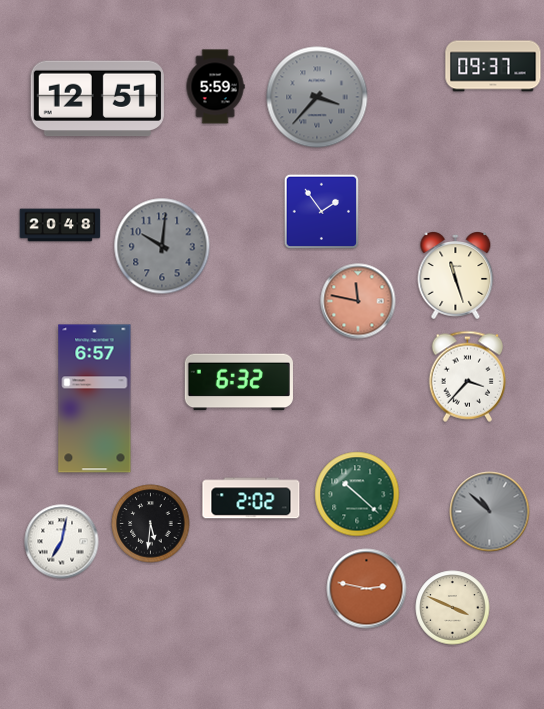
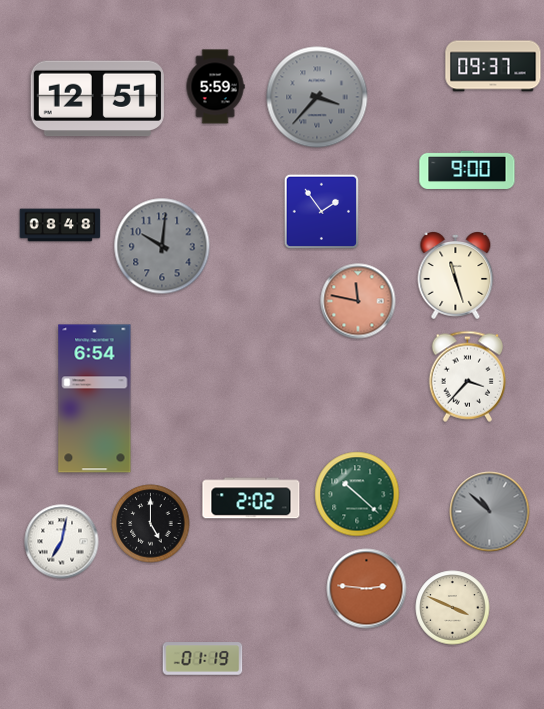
clock at (467, 170): none -> 9:00
clock at (60, 225): 20:48 -> 08:48
clock at (239, 382): 6:32 -> none
clock at (95, 399): 6:57 -> 6:54
clock at (151, 524): 5:31 -> 5:00
clock at (367, 589): 2:47 -> 2:46
clock at (203, 659): none -> 01:19
